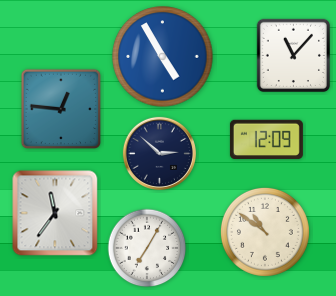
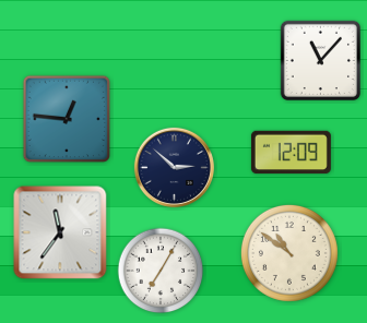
clock at (163, 57): 4:55 -> none
